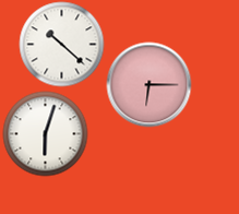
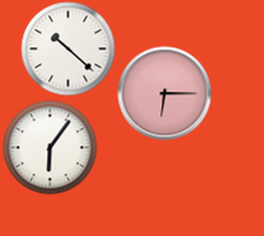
clock at (45, 133): 6:03 -> 6:06
